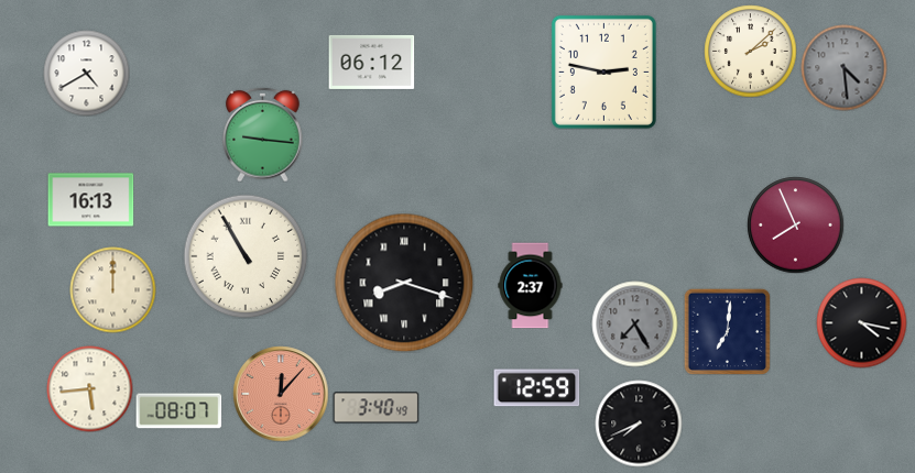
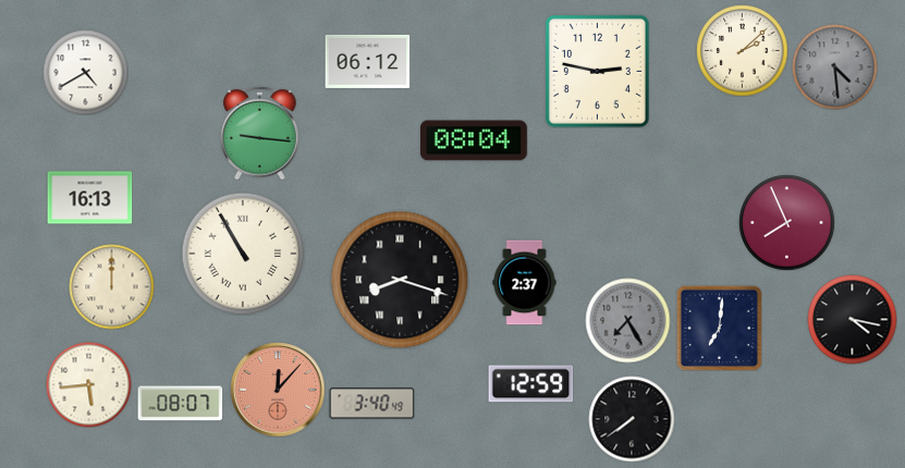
clock at (474, 140): none -> 08:04
clock at (178, 411) position: (178, 411) -> (180, 404)
clock at (639, 424): 7:41 -> 7:39
